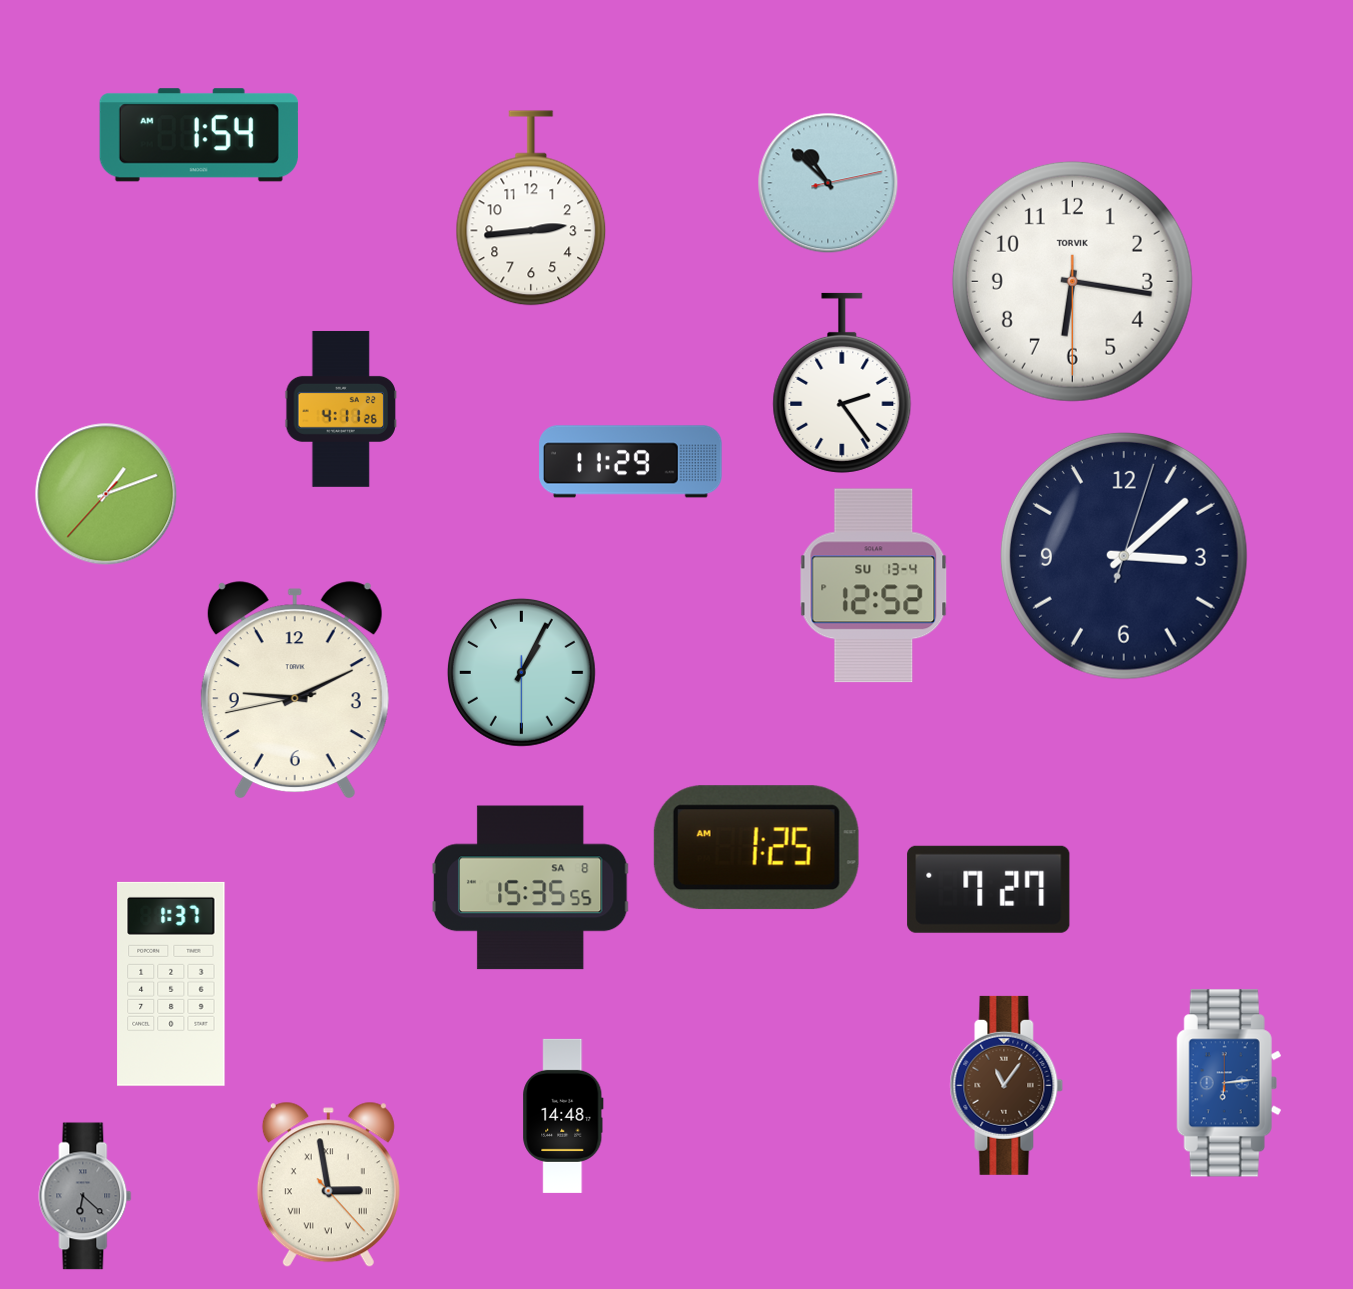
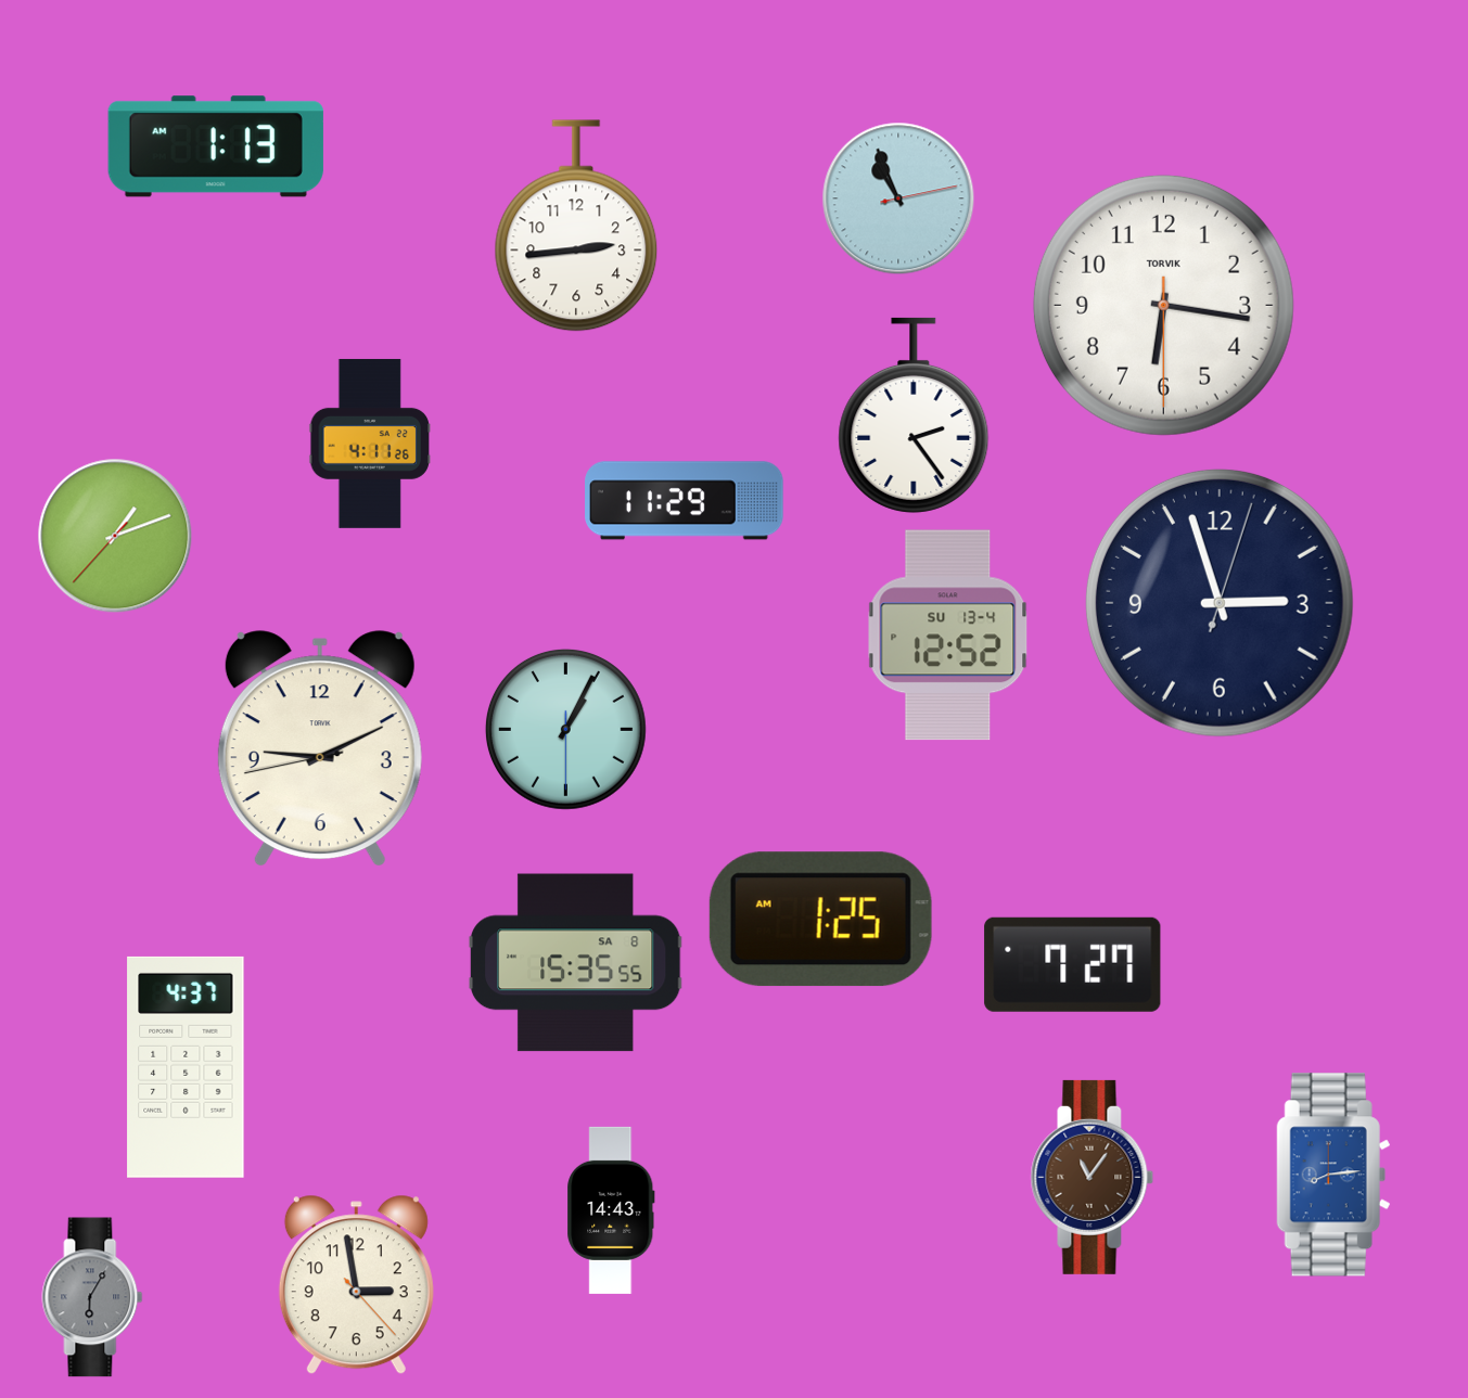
clock at (199, 135): 1:54 -> 1:13
clock at (828, 183): 10:52 -> 10:56
clock at (1124, 556): 3:08 -> 2:57
clock at (171, 984): 1:37 -> 4:37
clock at (1229, 1083): 6:14 -> 8:14
clock at (563, 1116): 14:48 -> 14:43
clock at (328, 1185) numerals: Roman -> Arabic
clock at (85, 1196): 6:22 -> 6:05
